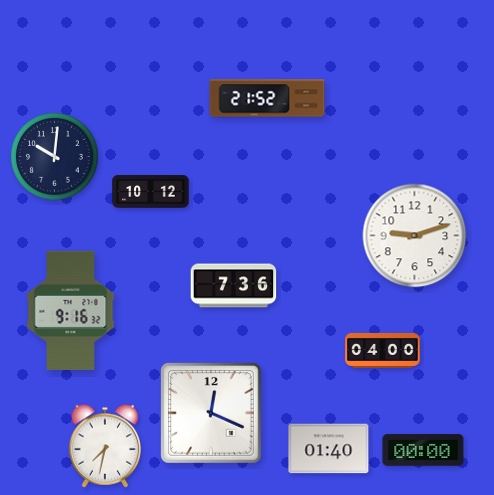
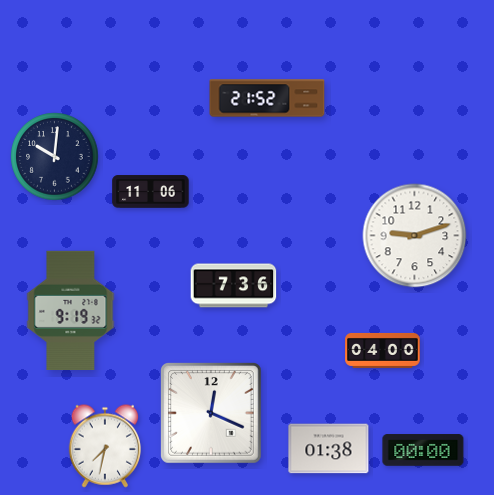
clock at (151, 192): 10:12 -> 11:06
clock at (71, 310): 9:16 -> 9:19
clock at (329, 449): 01:40 -> 01:38
